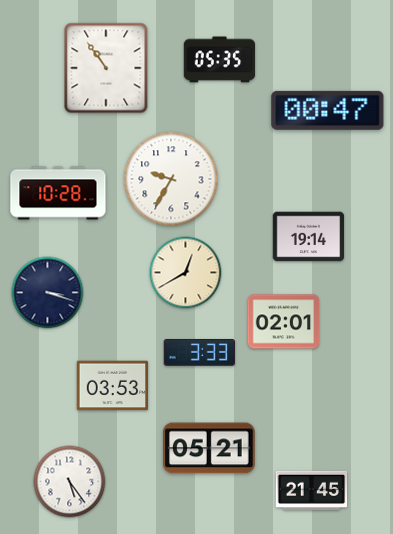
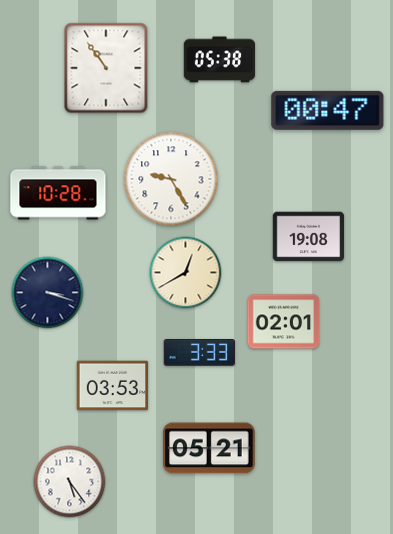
clock at (220, 60): 05:35 -> 05:38
clock at (171, 179): 9:35 -> 9:25
clock at (309, 237): 19:14 -> 19:08
clock at (312, 490): 21:45 -> none
